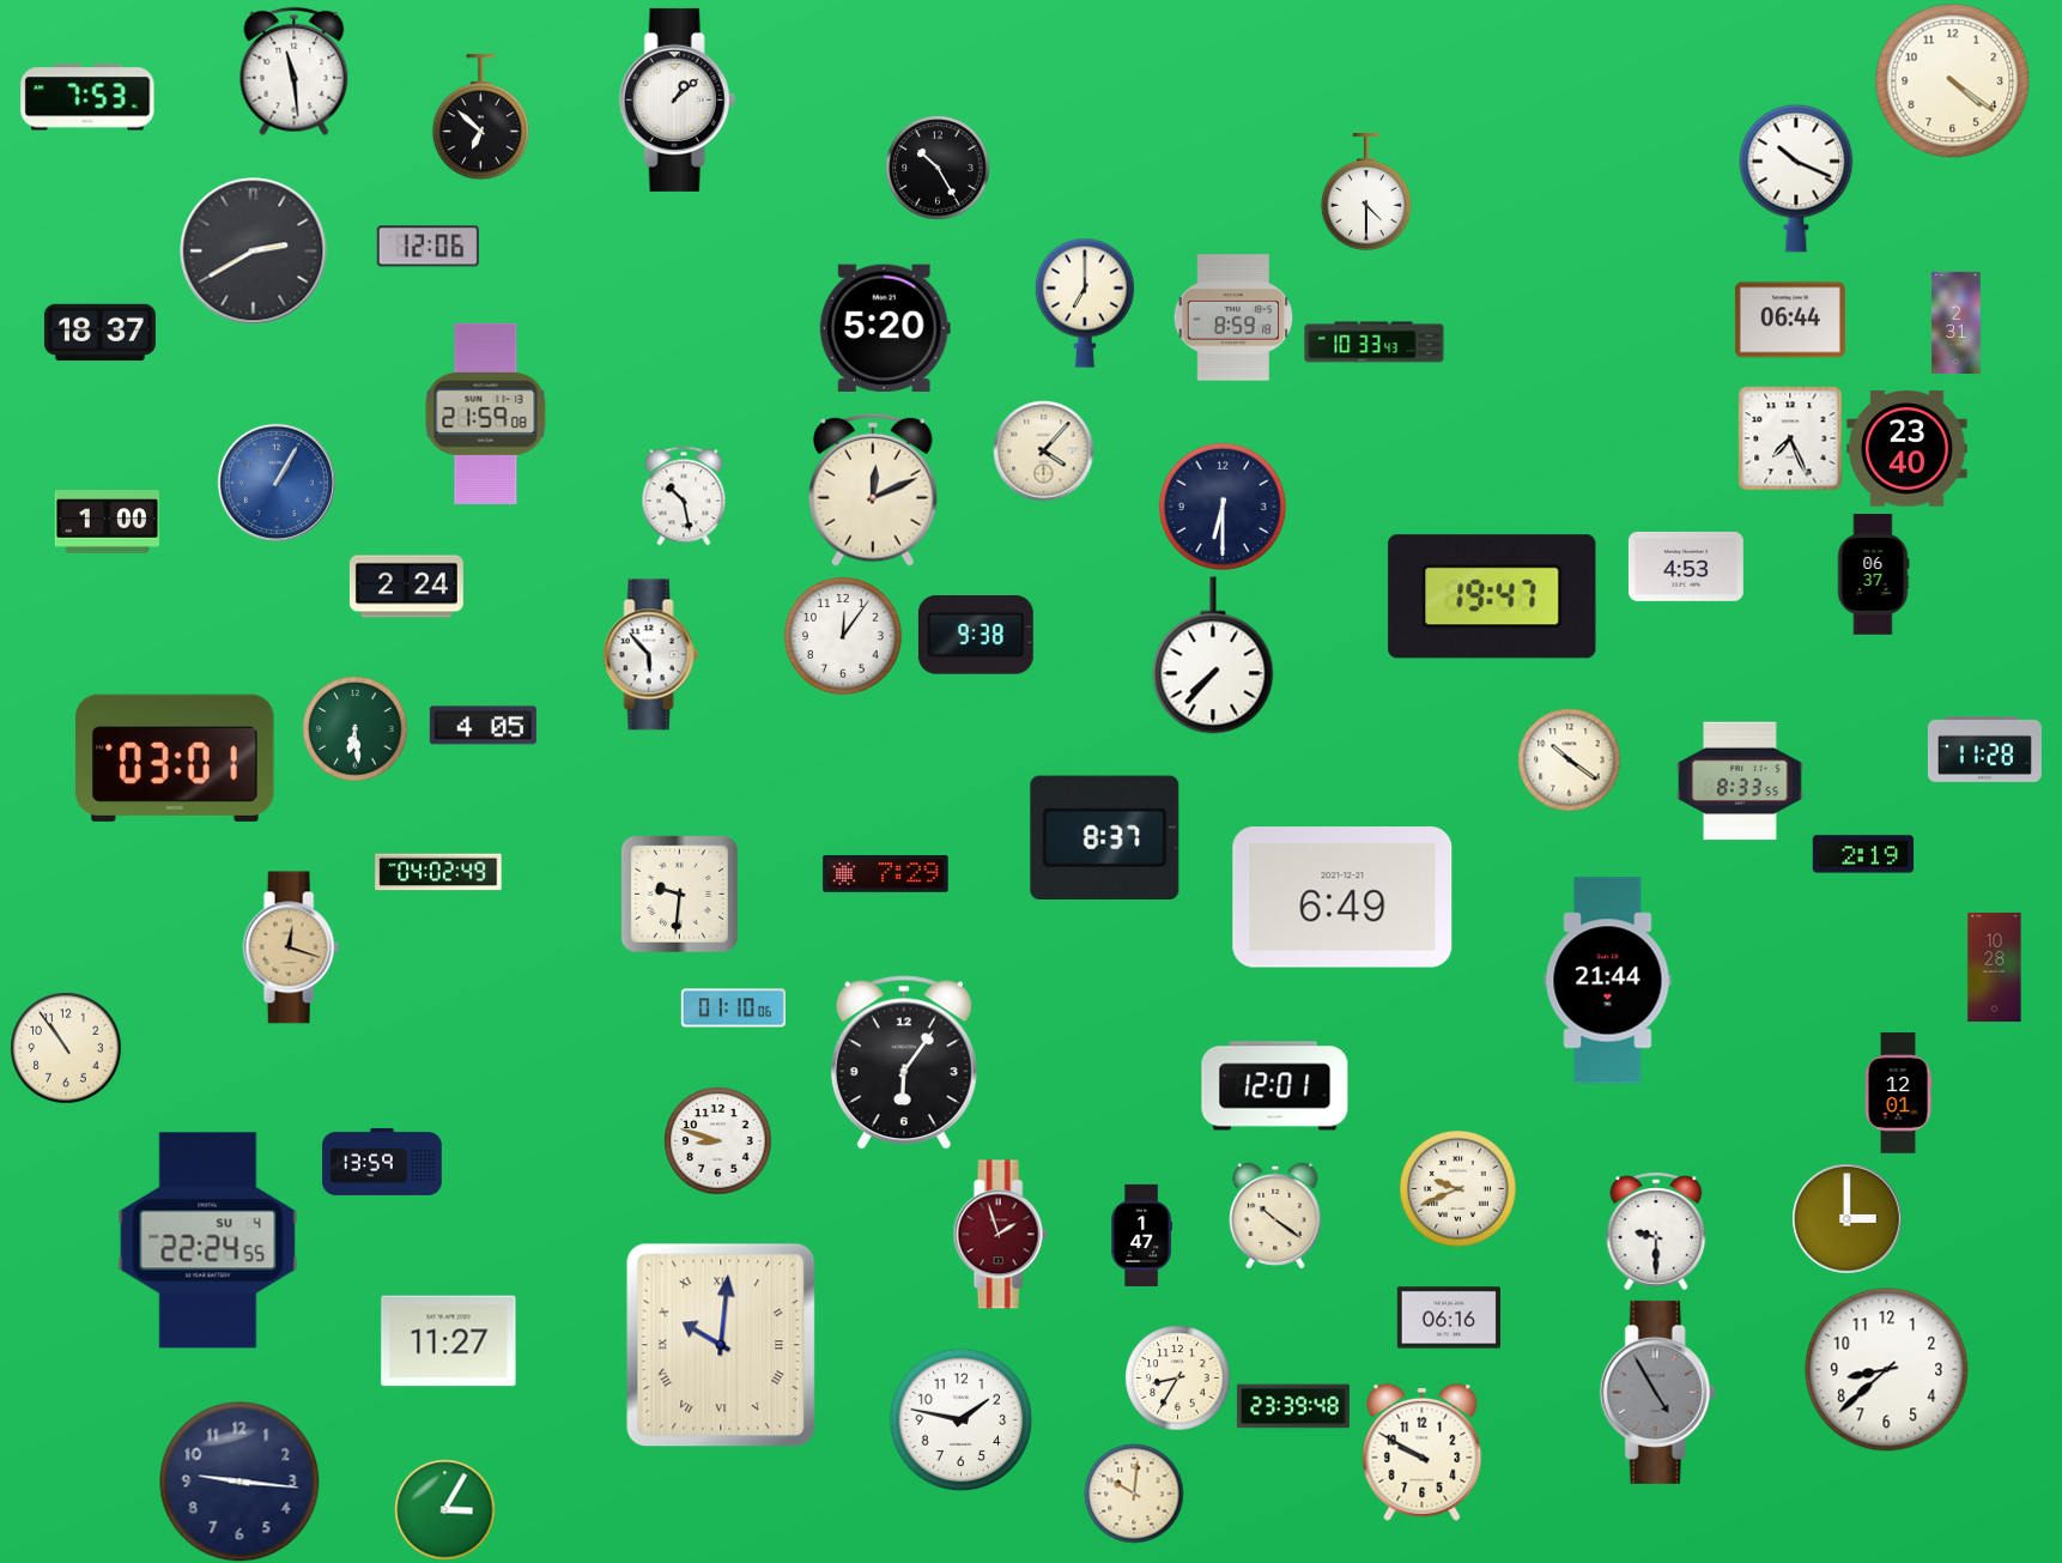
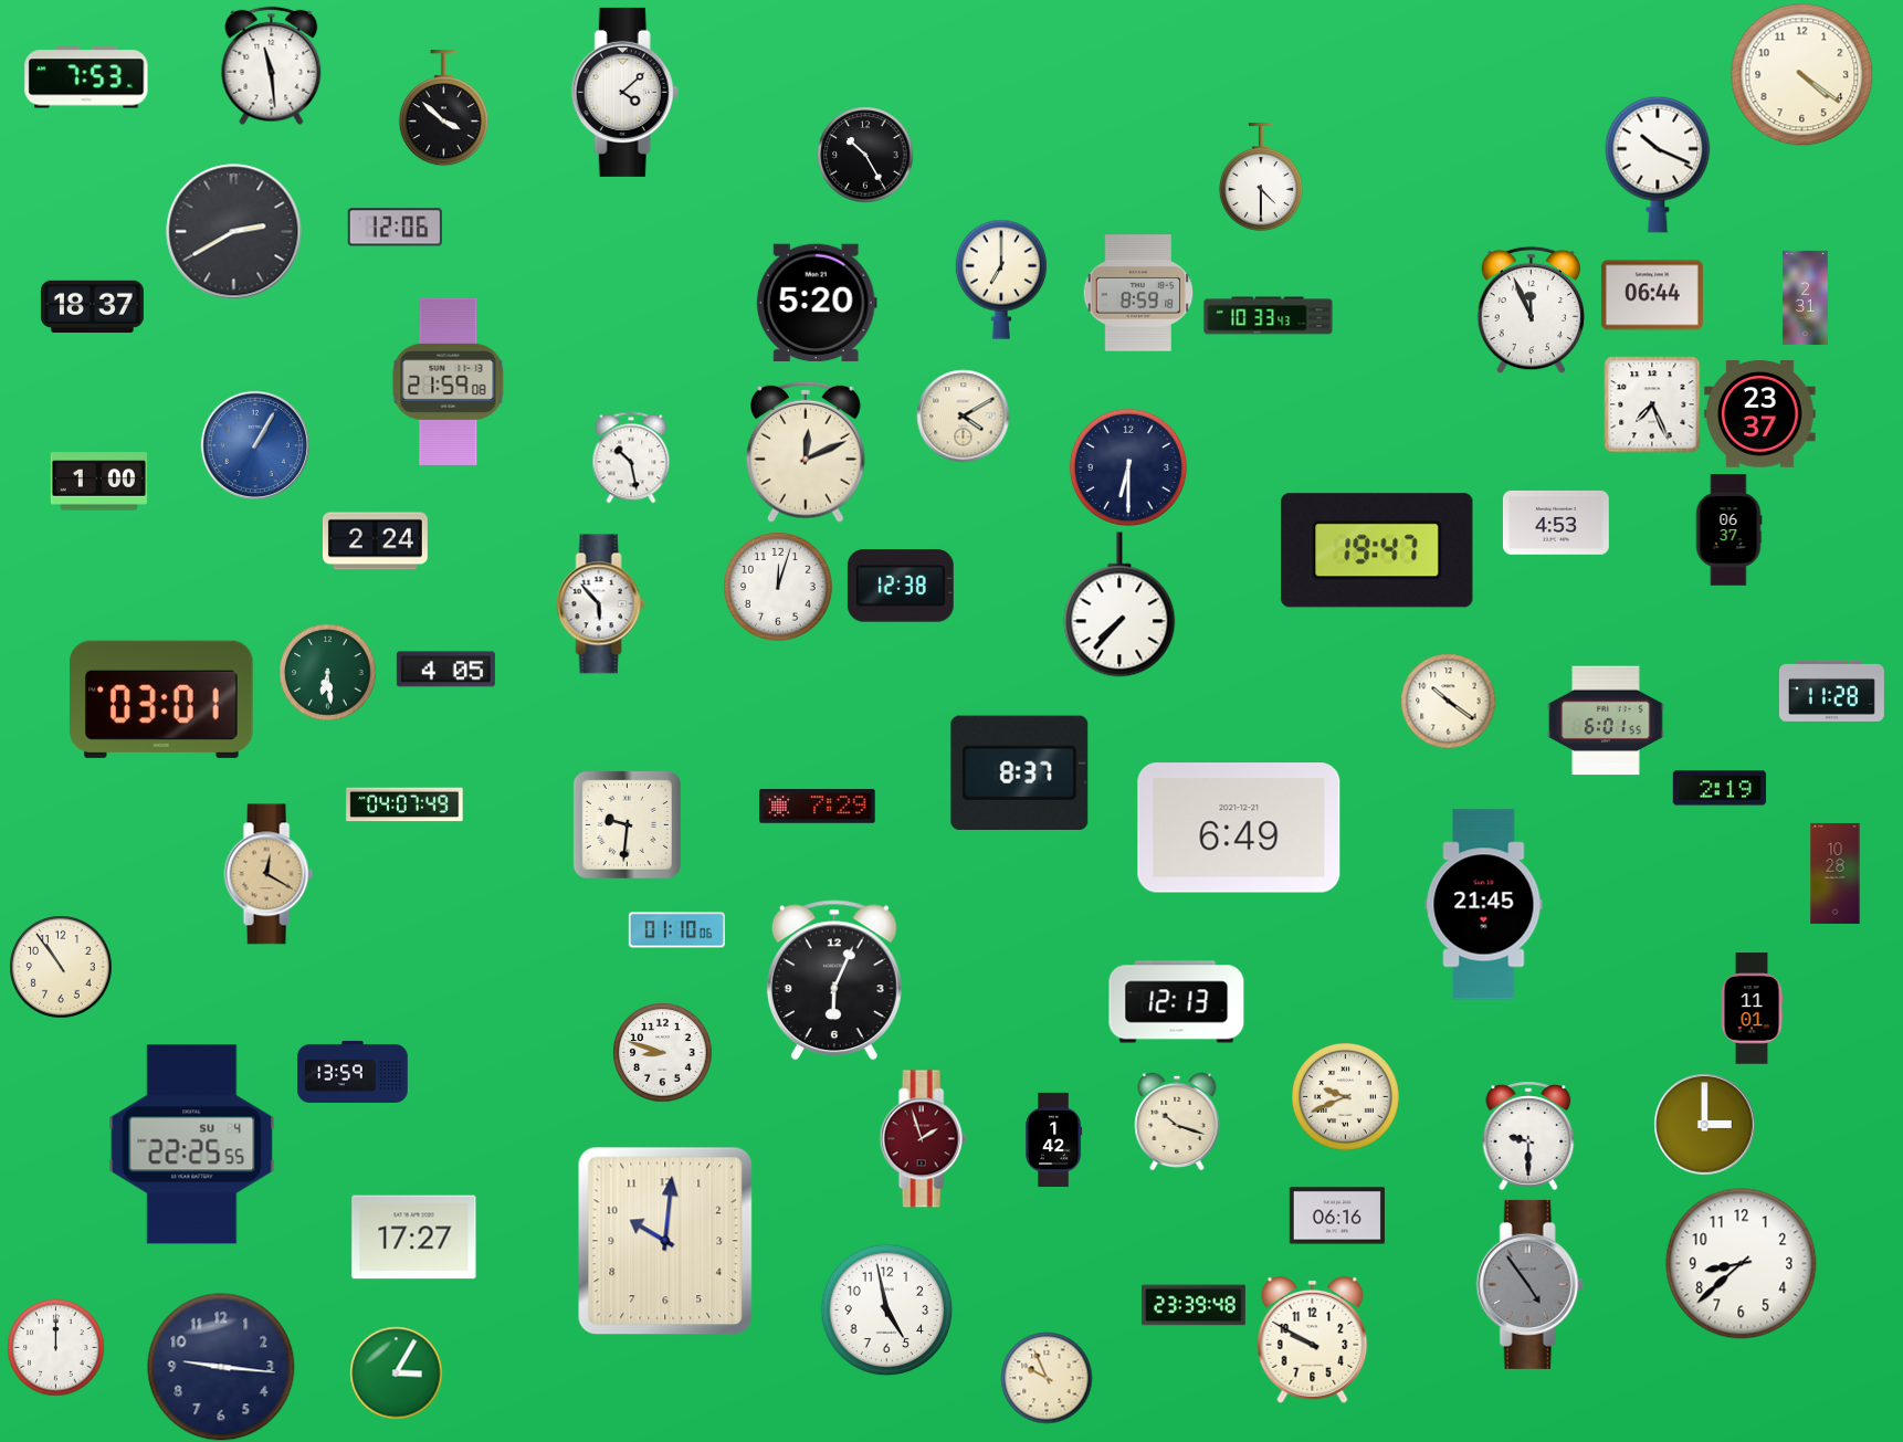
clock at (87, 97) position: (87, 97) -> (86, 77)
clock at (677, 99): 1:08 -> 4:08
clock at (480, 117): 6:52 -> 3:52
clock at (1532, 309): none -> 11:56
clock at (1908, 449): 23:40 -> 23:37
clock at (1043, 450): 4:07 -> 4:10
clock at (976, 635): 9:38 -> 12:38
clock at (843, 636): 12:06 -> 12:03
clock at (1740, 781): 8:33 -> 6:01
clock at (438, 872): 04:02 -> 04:07
clock at (291, 947): 12:18 -> 12:20
clock at (1995, 967) position: (1995, 967) -> (1836, 873)
clock at (1608, 981): 21:44 -> 21:45
clock at (904, 1062): 6:06 -> 6:04
clock at (1275, 1086): 12:01 -> 12:13
clock at (1898, 1094): 12:01 -> 11:01
clock at (1275, 1216): 10:21 -> 10:18
clock at (1142, 1235): 1:47 -> 1:42
clock at (208, 1241): 22:24 -> 22:25
clock at (449, 1341): 11:27 -> 17:27
clock at (721, 1345) numerals: Roman -> Arabic
clock at (1177, 1377): 8:35 -> none
clock at (1657, 1392): 4:55 -> 4:54
clock at (1293, 1406) position: (1293, 1406) -> (1194, 1305)
clock at (960, 1419): 1:47 -> 4:58
clock at (55, 1347): none -> 12:00
clock at (1134, 1494): 10:01 -> 9:56
clock at (444, 1509) position: (444, 1509) -> (396, 1372)
